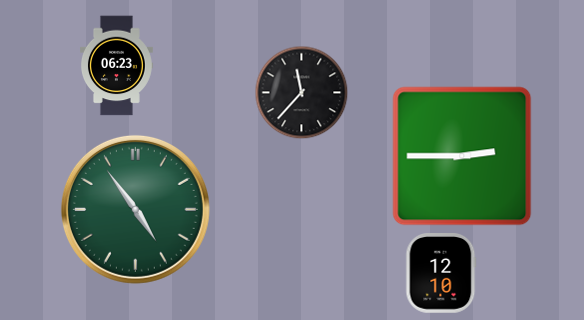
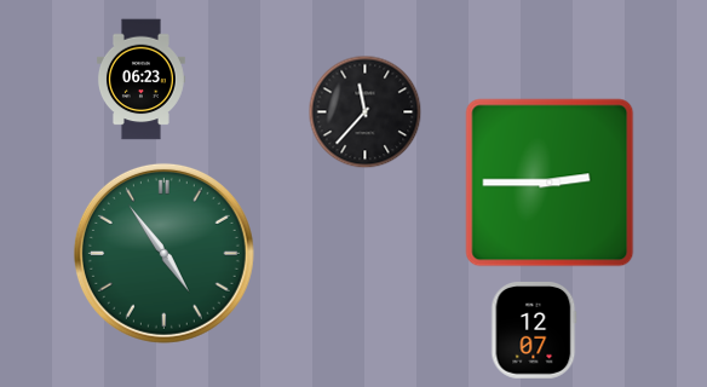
clock at (462, 156) position: (462, 156) -> (550, 183)
clock at (441, 273): 12:10 -> 12:07
